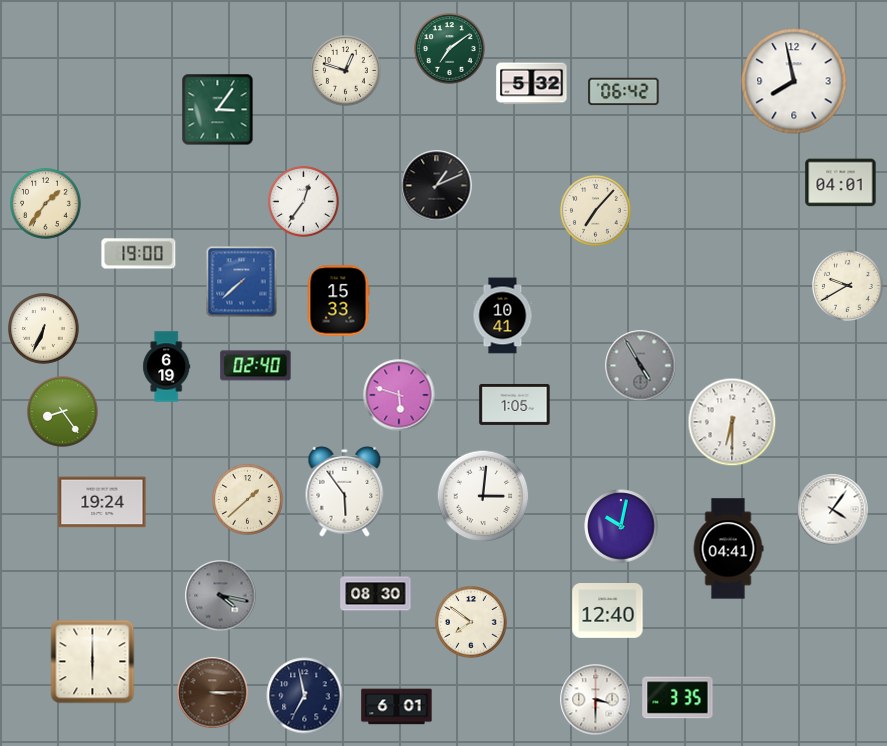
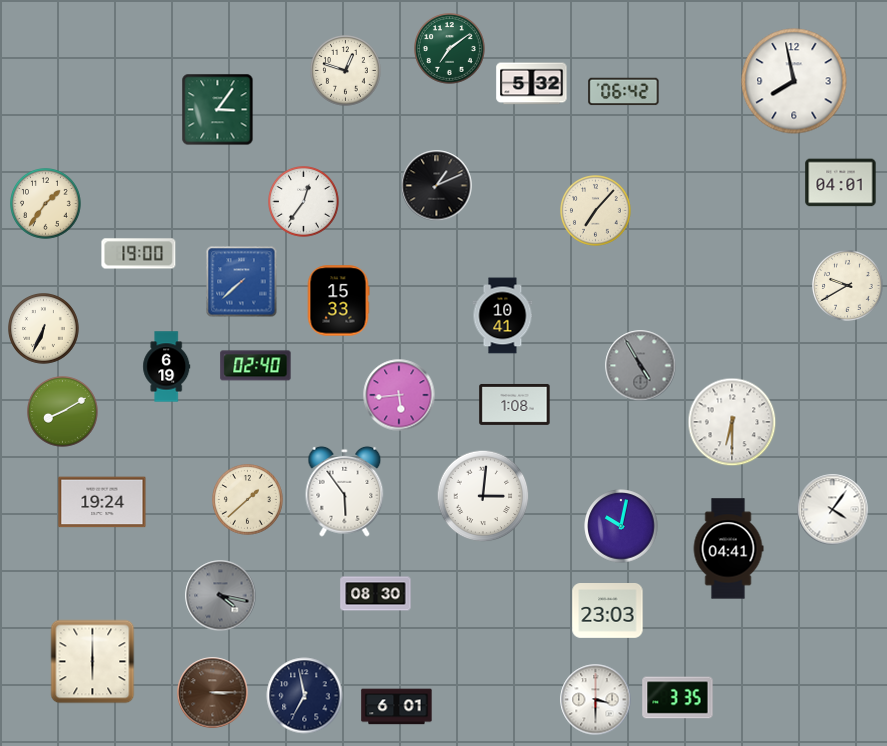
clock at (399, 395): 5:48 -> 5:44
clock at (515, 404): 1:05 -> 1:08
clock at (63, 412): 8:24 -> 8:10
clock at (608, 611): 12:40 -> 23:03
clock at (471, 622): 7:51 -> none
